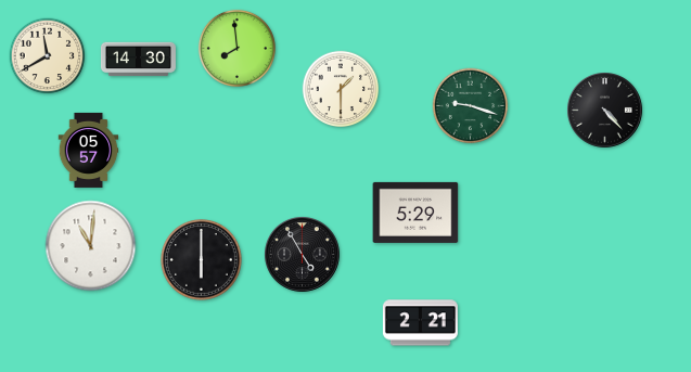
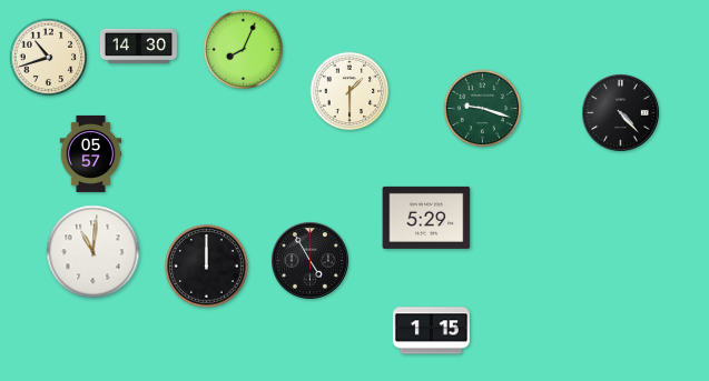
clock at (236, 48): 7:59 -> 8:04
clock at (48, 56): 11:40 -> 10:42
clock at (138, 60) position: (138, 60) -> (138, 47)
clock at (202, 260): 6:00 -> 12:00
clock at (420, 323): 2:21 -> 1:15
